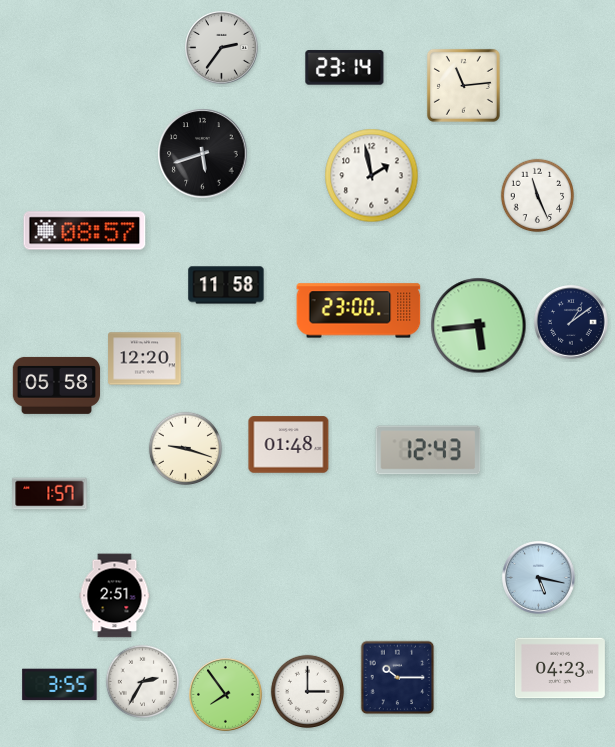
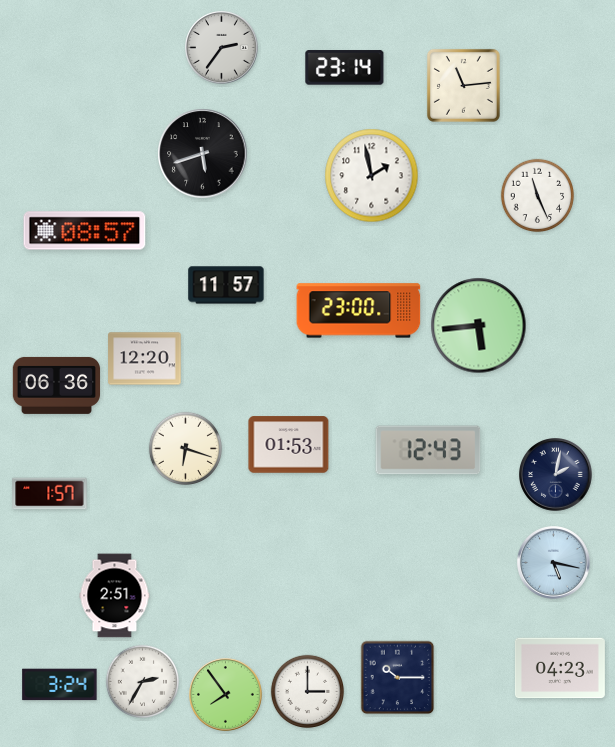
clock at (226, 285): 11:58 -> 11:57
clock at (572, 323): 1:09 -> none
clock at (57, 385): 05:58 -> 06:36
clock at (289, 445): 01:48 -> 01:53
clock at (186, 449): 9:18 -> 6:18
clock at (556, 475): none -> 2:02
clock at (539, 578) position: (539, 578) -> (554, 563)
clock at (60, 685): 3:55 -> 3:24
